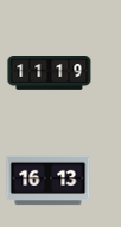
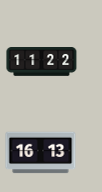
clock at (50, 73): 11:19 -> 11:22
